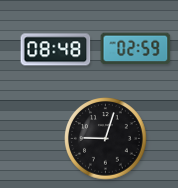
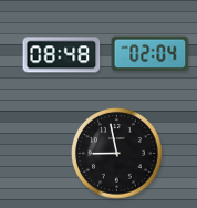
clock at (136, 49): 02:59 -> 02:04
clock at (106, 139): 9:03 -> 8:58
